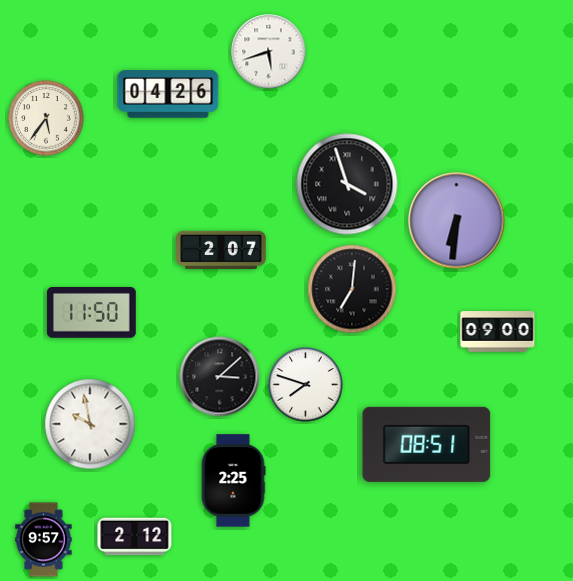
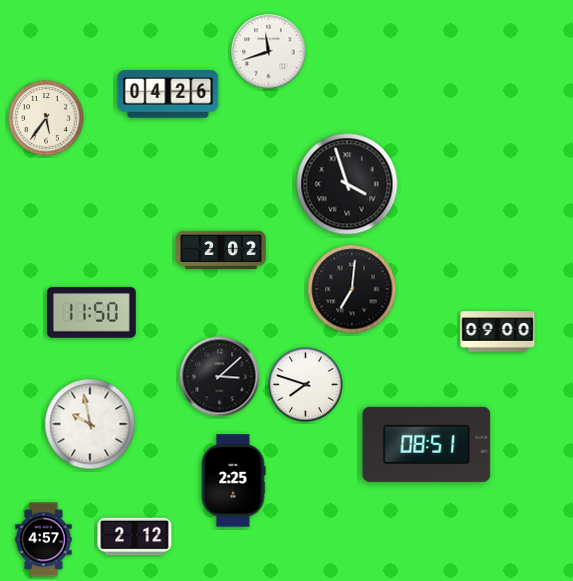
clock at (269, 52): 5:42 -> 11:42
clock at (457, 221): 6:31 -> none
clock at (221, 249): 2:07 -> 2:02
clock at (44, 540): 9:57 -> 4:57
